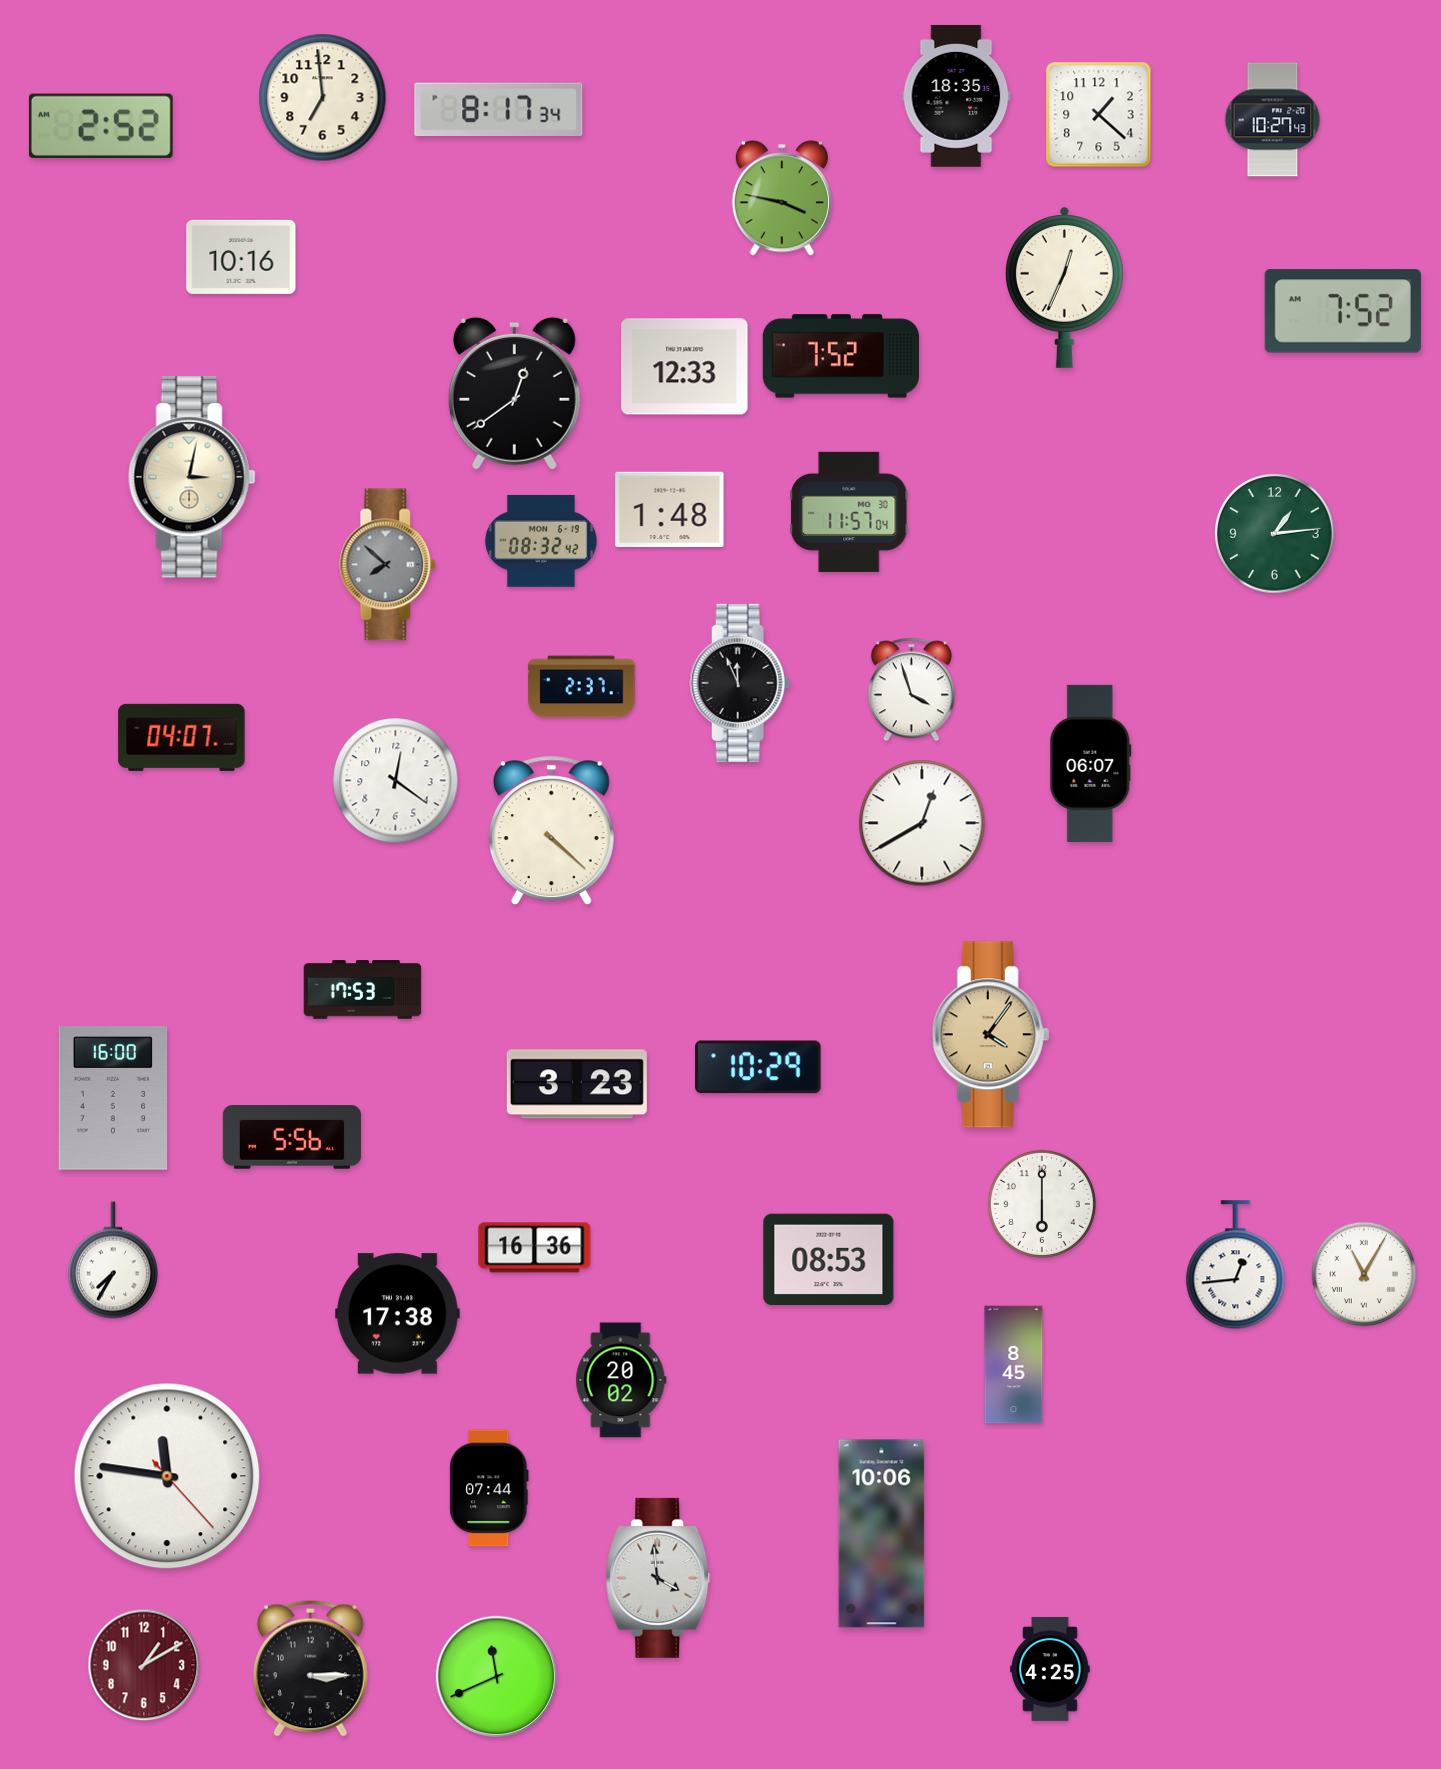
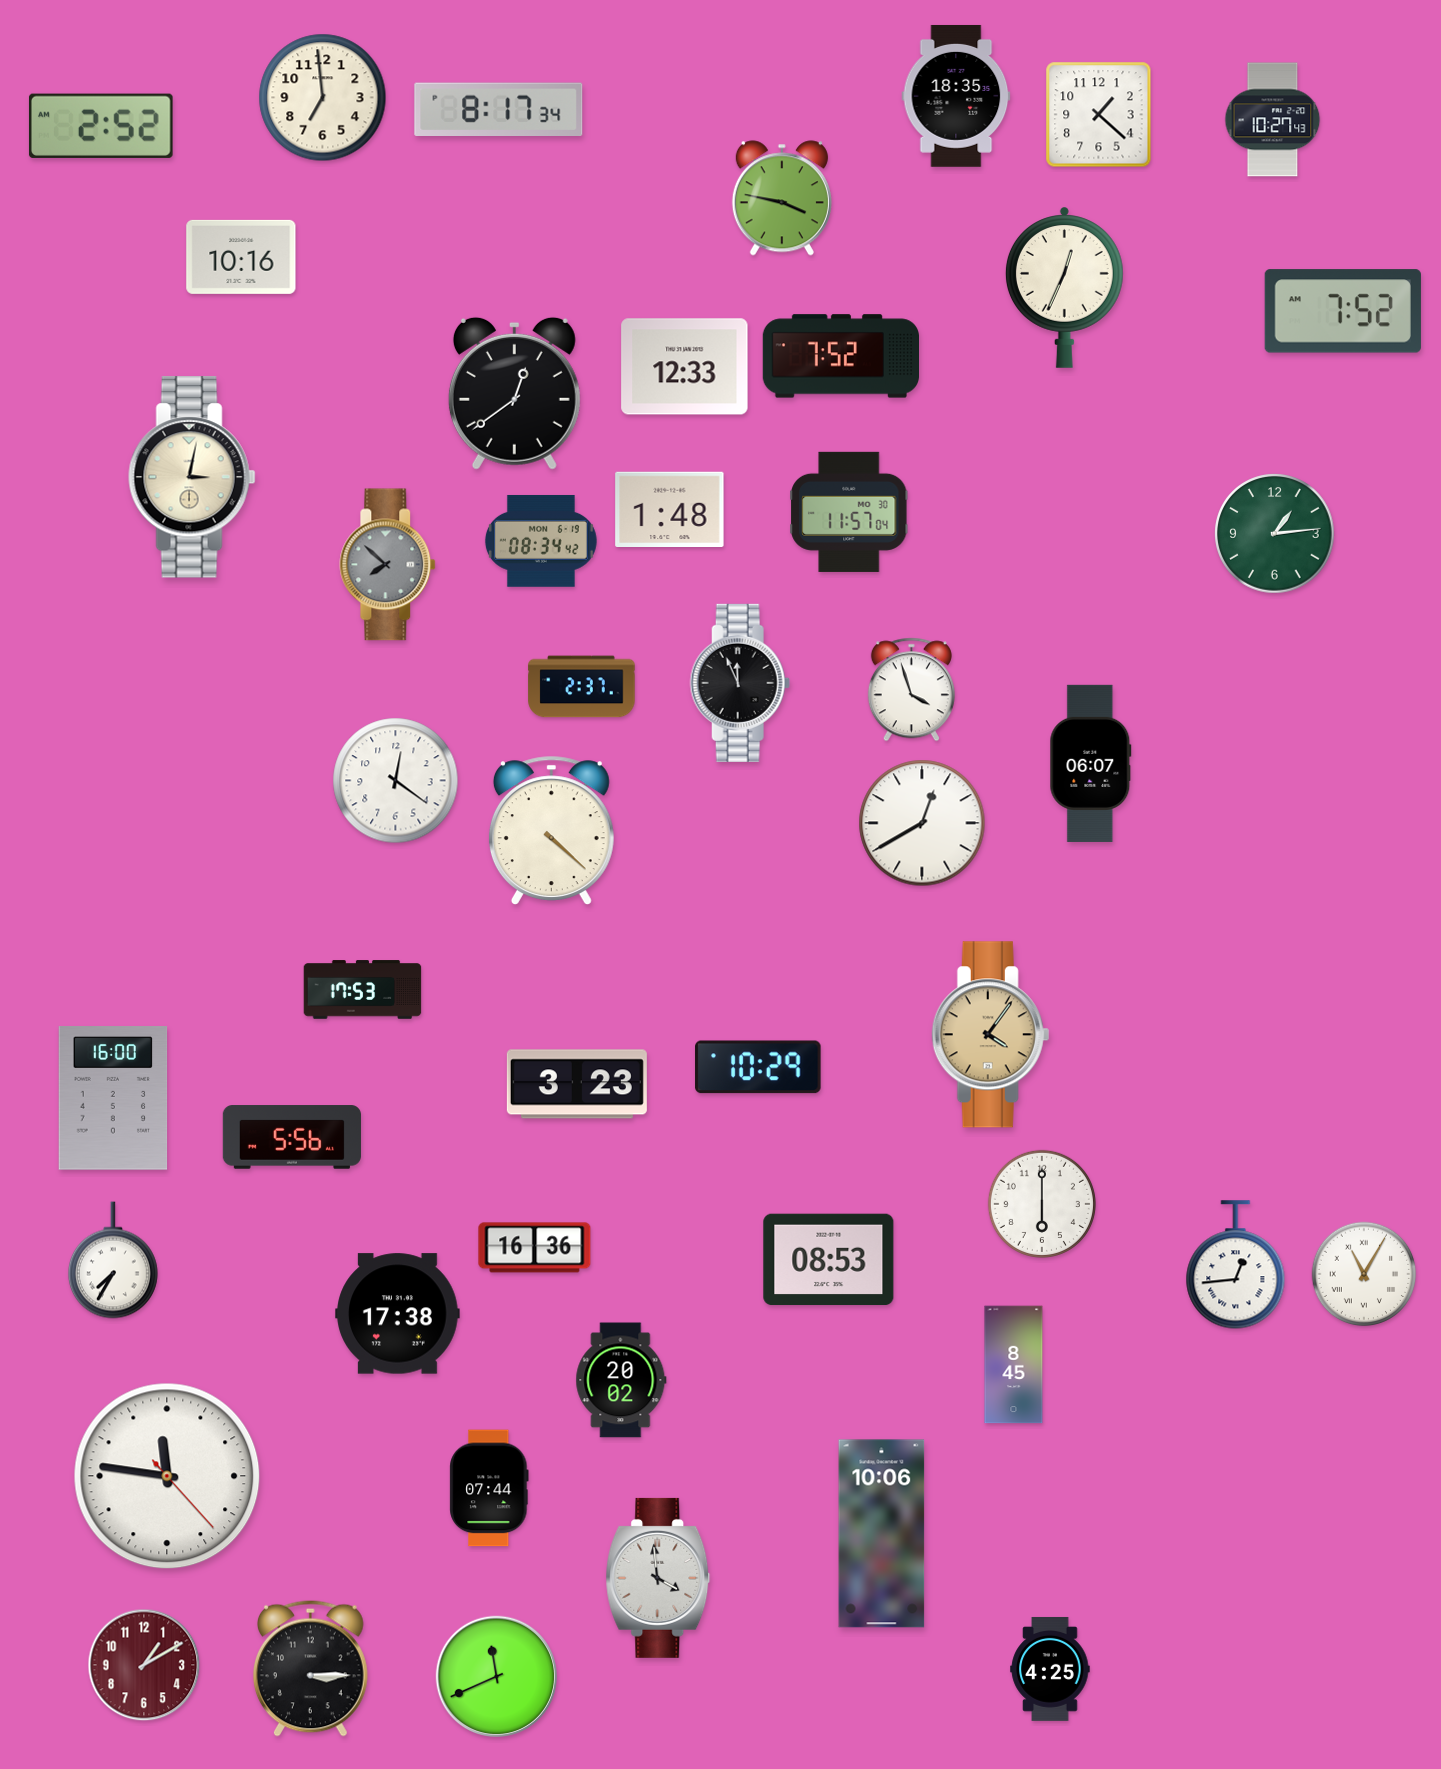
clock at (541, 541): 08:32 -> 08:34
clock at (182, 737): 04:07 -> none
